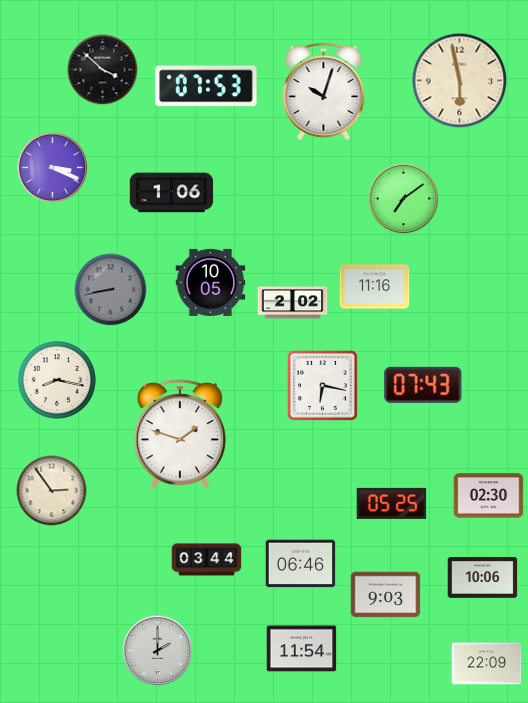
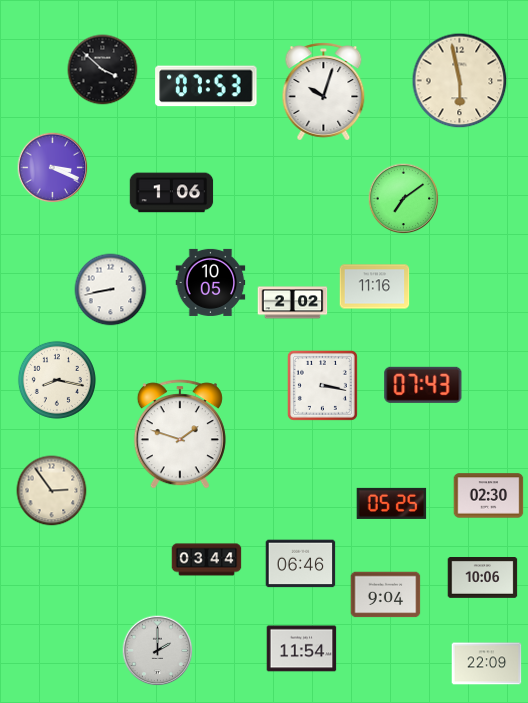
clock at (111, 290) dial: grey -> white
clock at (322, 385): 6:17 -> 3:17
clock at (386, 595): 9:03 -> 9:04
